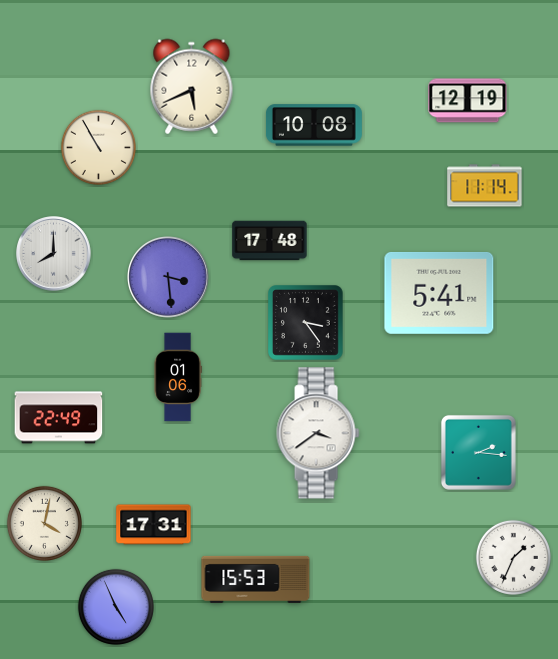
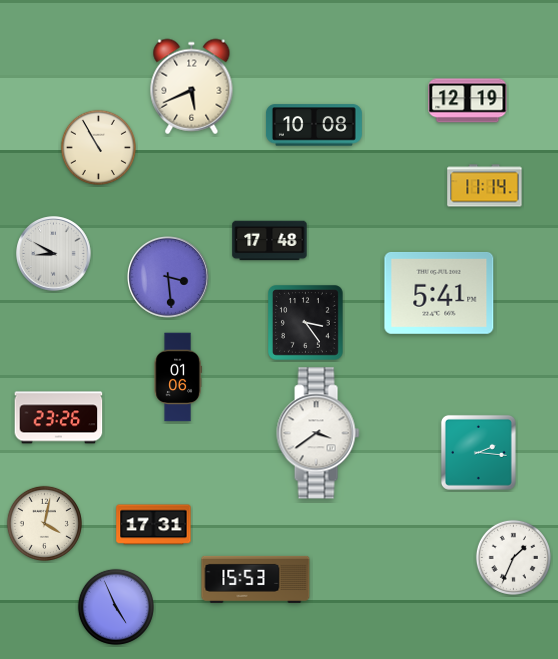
clock at (54, 254): 8:00 -> 8:50
clock at (59, 418): 22:49 -> 23:26
